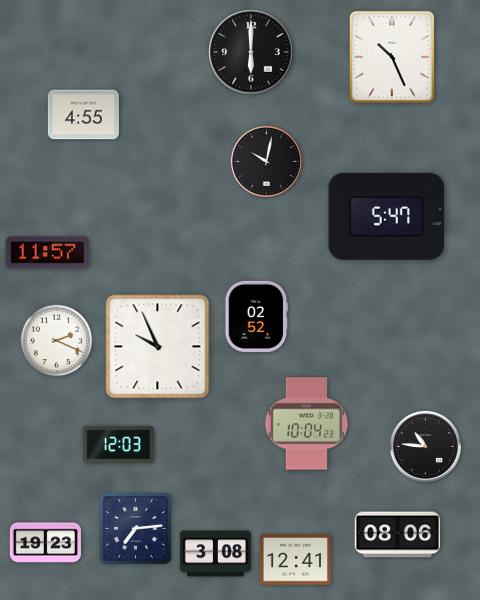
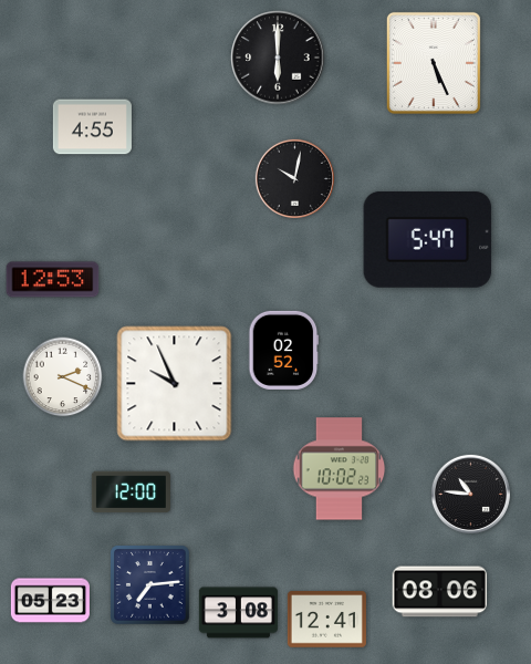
clock at (392, 57): 10:26 -> 5:26
clock at (48, 253): 11:57 -> 12:53
clock at (307, 424): 10:04 -> 10:02
clock at (118, 445): 12:03 -> 12:00
clock at (45, 543): 19:23 -> 05:23
